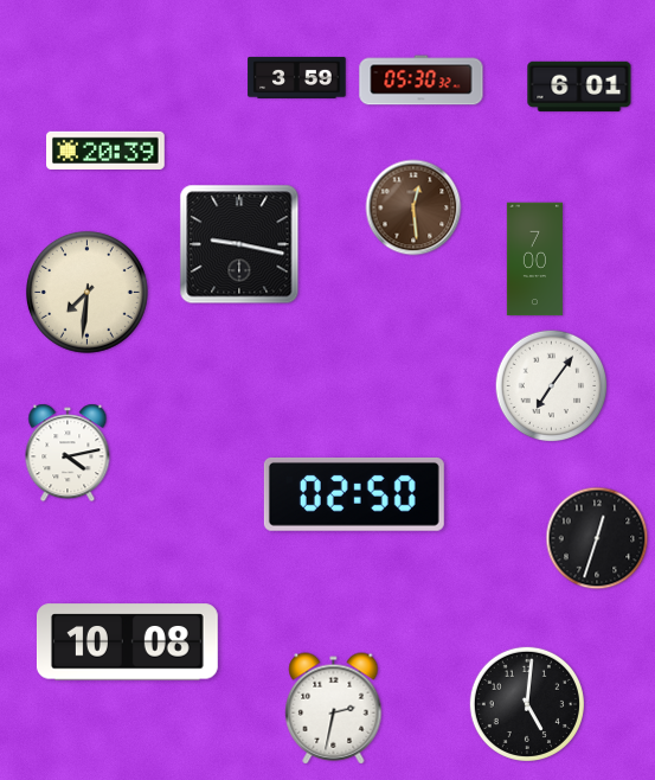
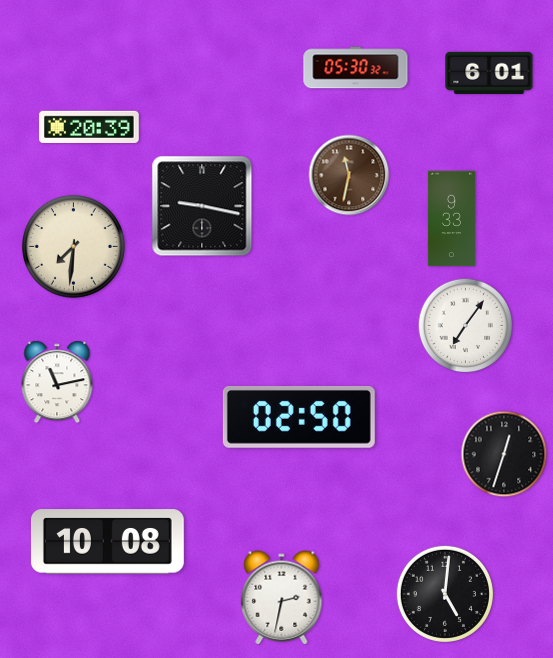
clock at (297, 77): 3:59 -> none
clock at (413, 207): 12:29 -> 11:32
clock at (534, 260): 7:00 -> 9:33
clock at (68, 453): 4:13 -> 11:13
